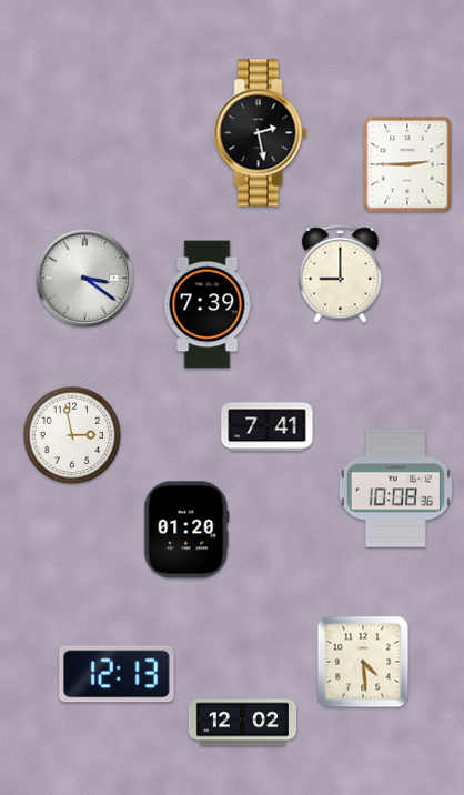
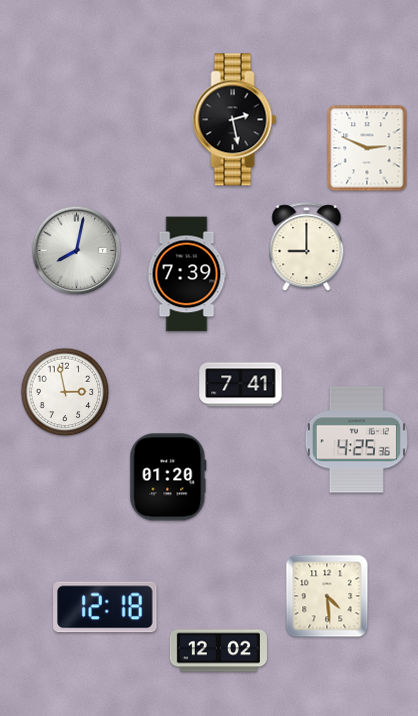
clock at (407, 164): 2:45 -> 2:49
clock at (85, 279): 3:21 -> 8:02
clock at (395, 489): 10:08 -> 4:25
clock at (117, 674): 12:13 -> 12:18
